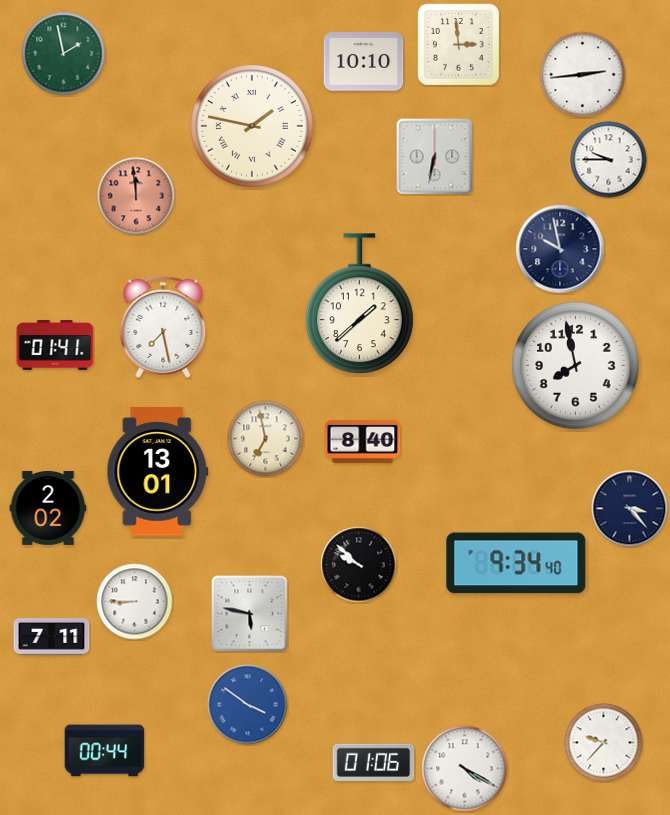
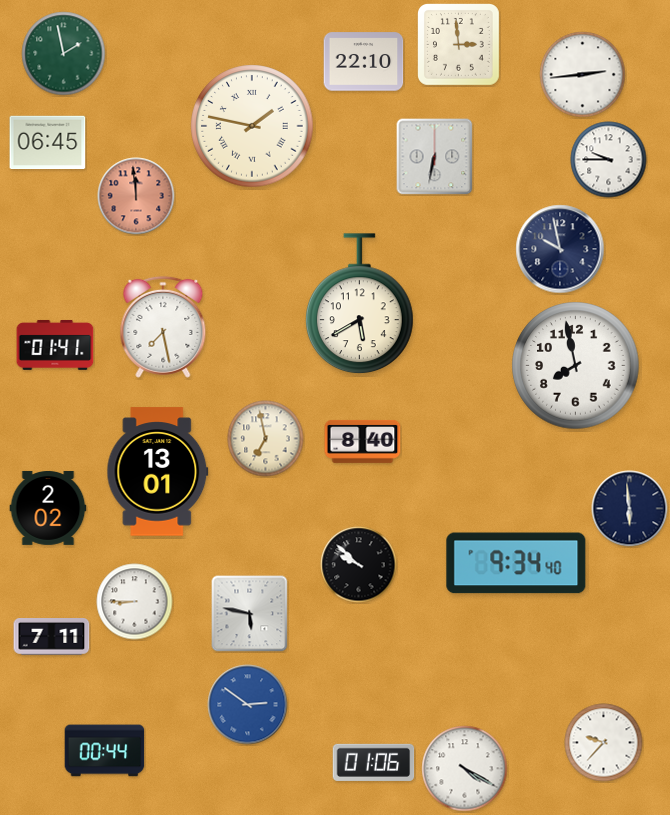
clock at (364, 62): 10:10 -> 22:10
clock at (48, 143): none -> 06:45
clock at (359, 304): 1:38 -> 5:40
clock at (630, 509): 3:23 -> 5:59
clock at (248, 705): 3:51 -> 2:51
